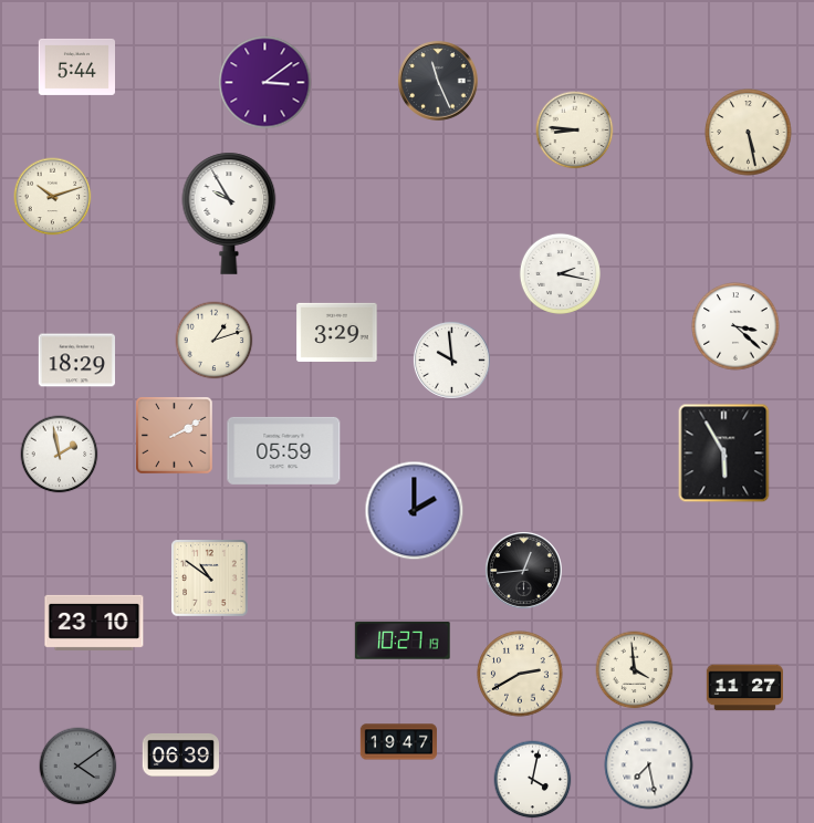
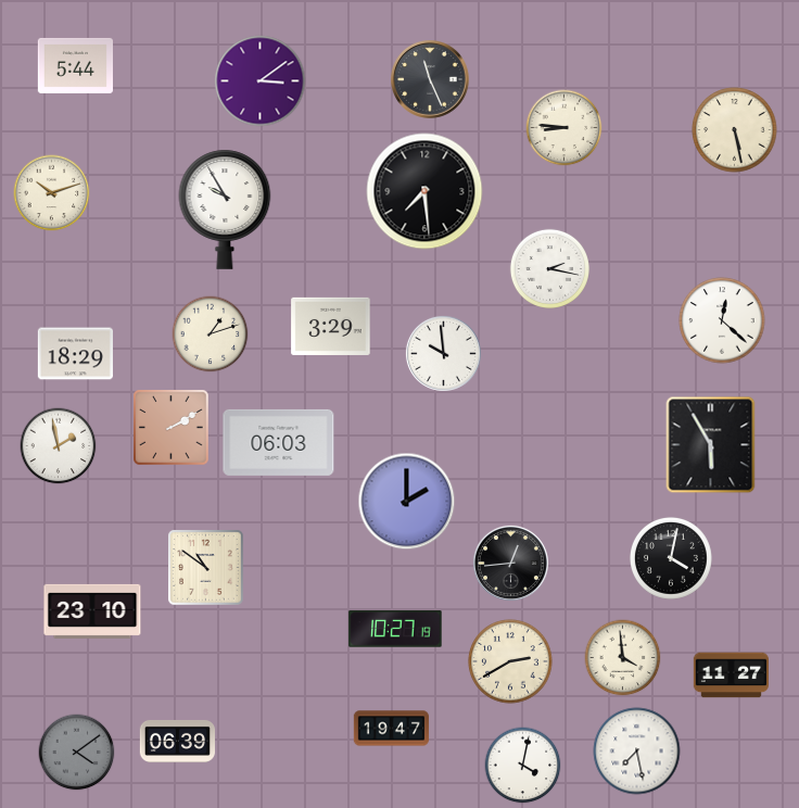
clock at (424, 191): none -> 7:29
clock at (735, 326): 3:22 -> 12:22
clock at (284, 450): 05:59 -> 06:03
clock at (671, 558): none -> 4:02
clock at (523, 570) position: (523, 570) -> (510, 563)
